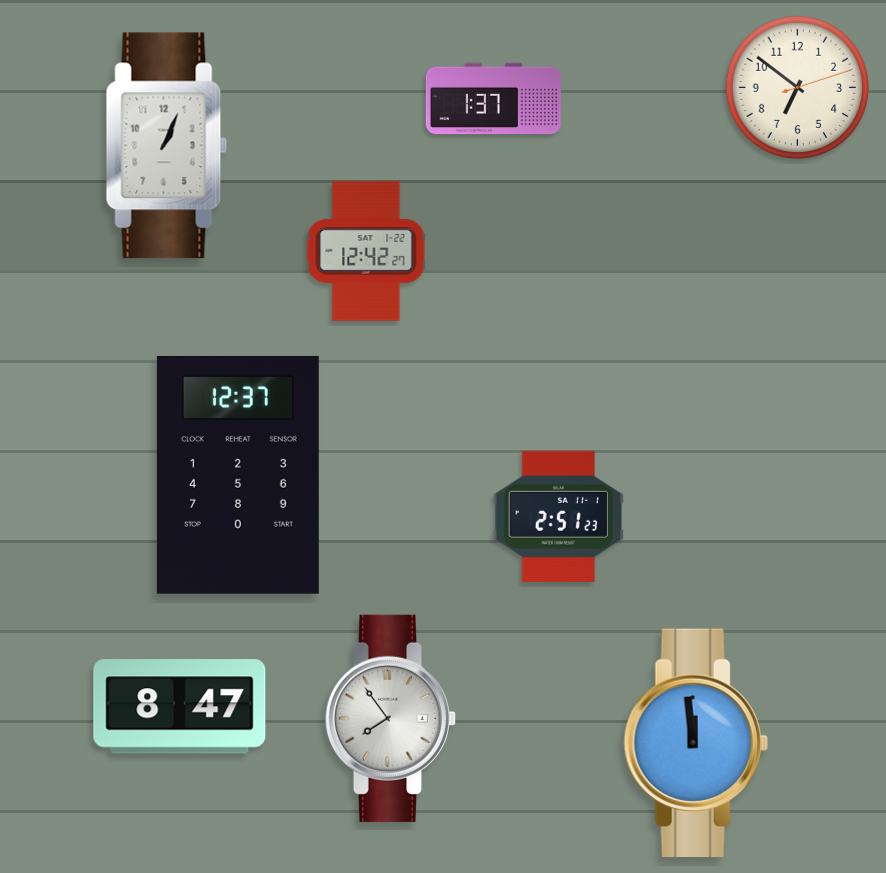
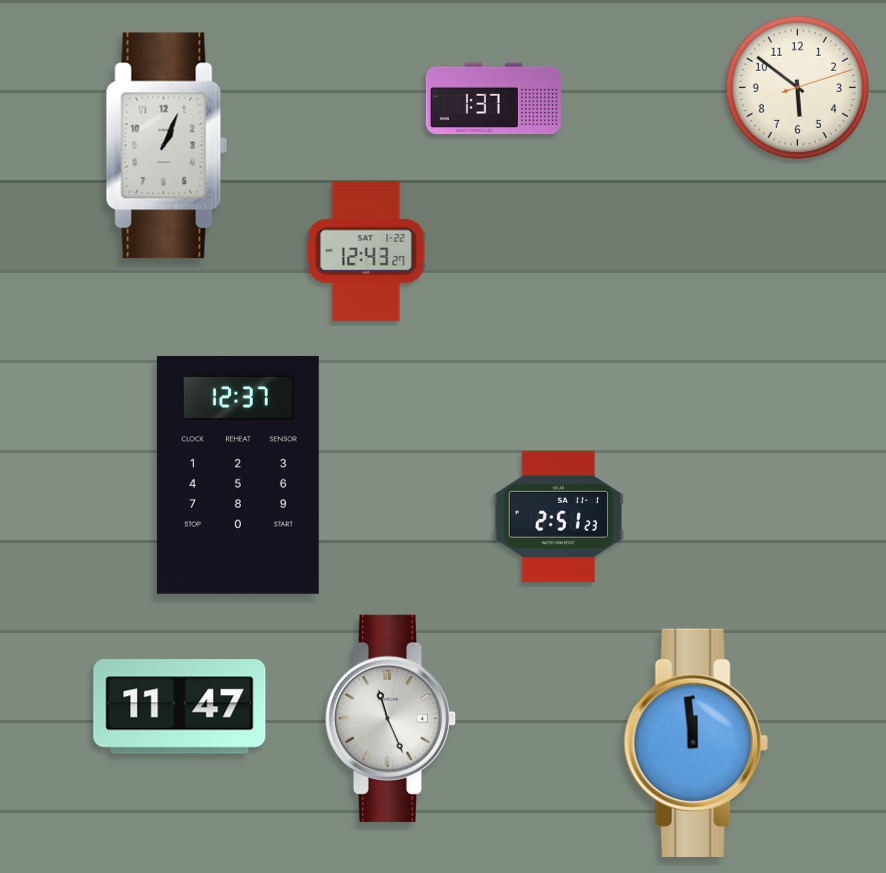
clock at (797, 87): 6:51 -> 5:51
clock at (366, 251): 12:42 -> 12:43
clock at (180, 707): 8:47 -> 11:47
clock at (391, 718): 7:54 -> 11:26
